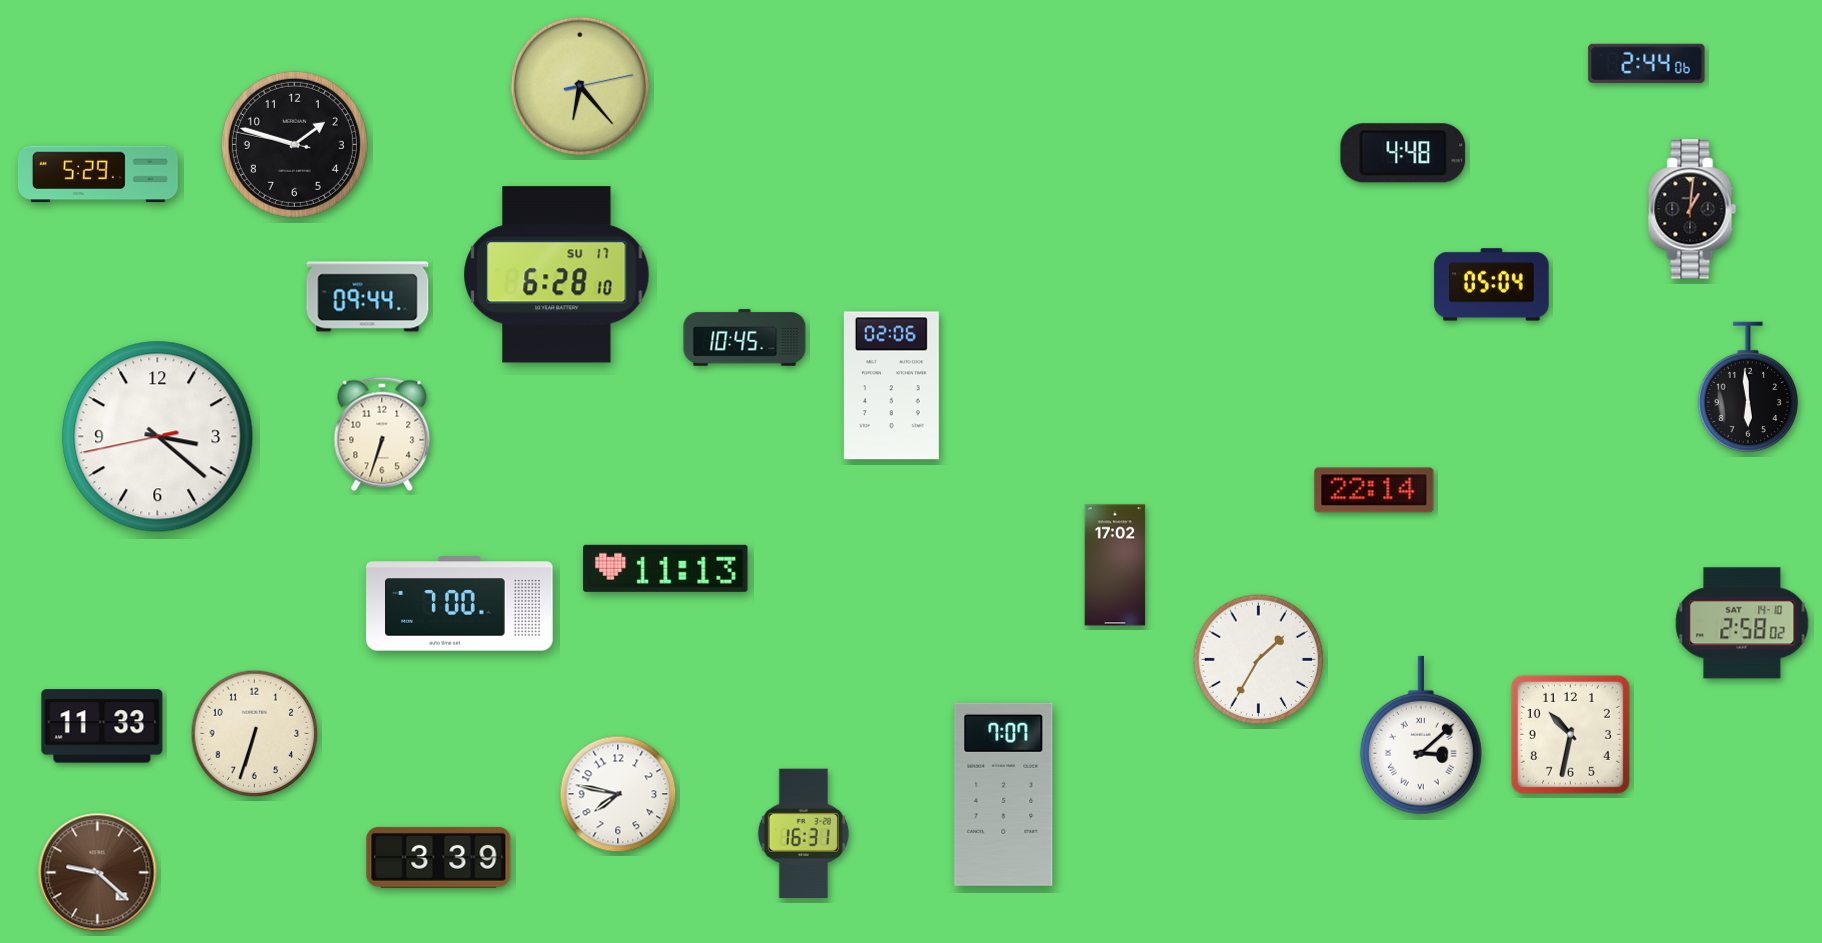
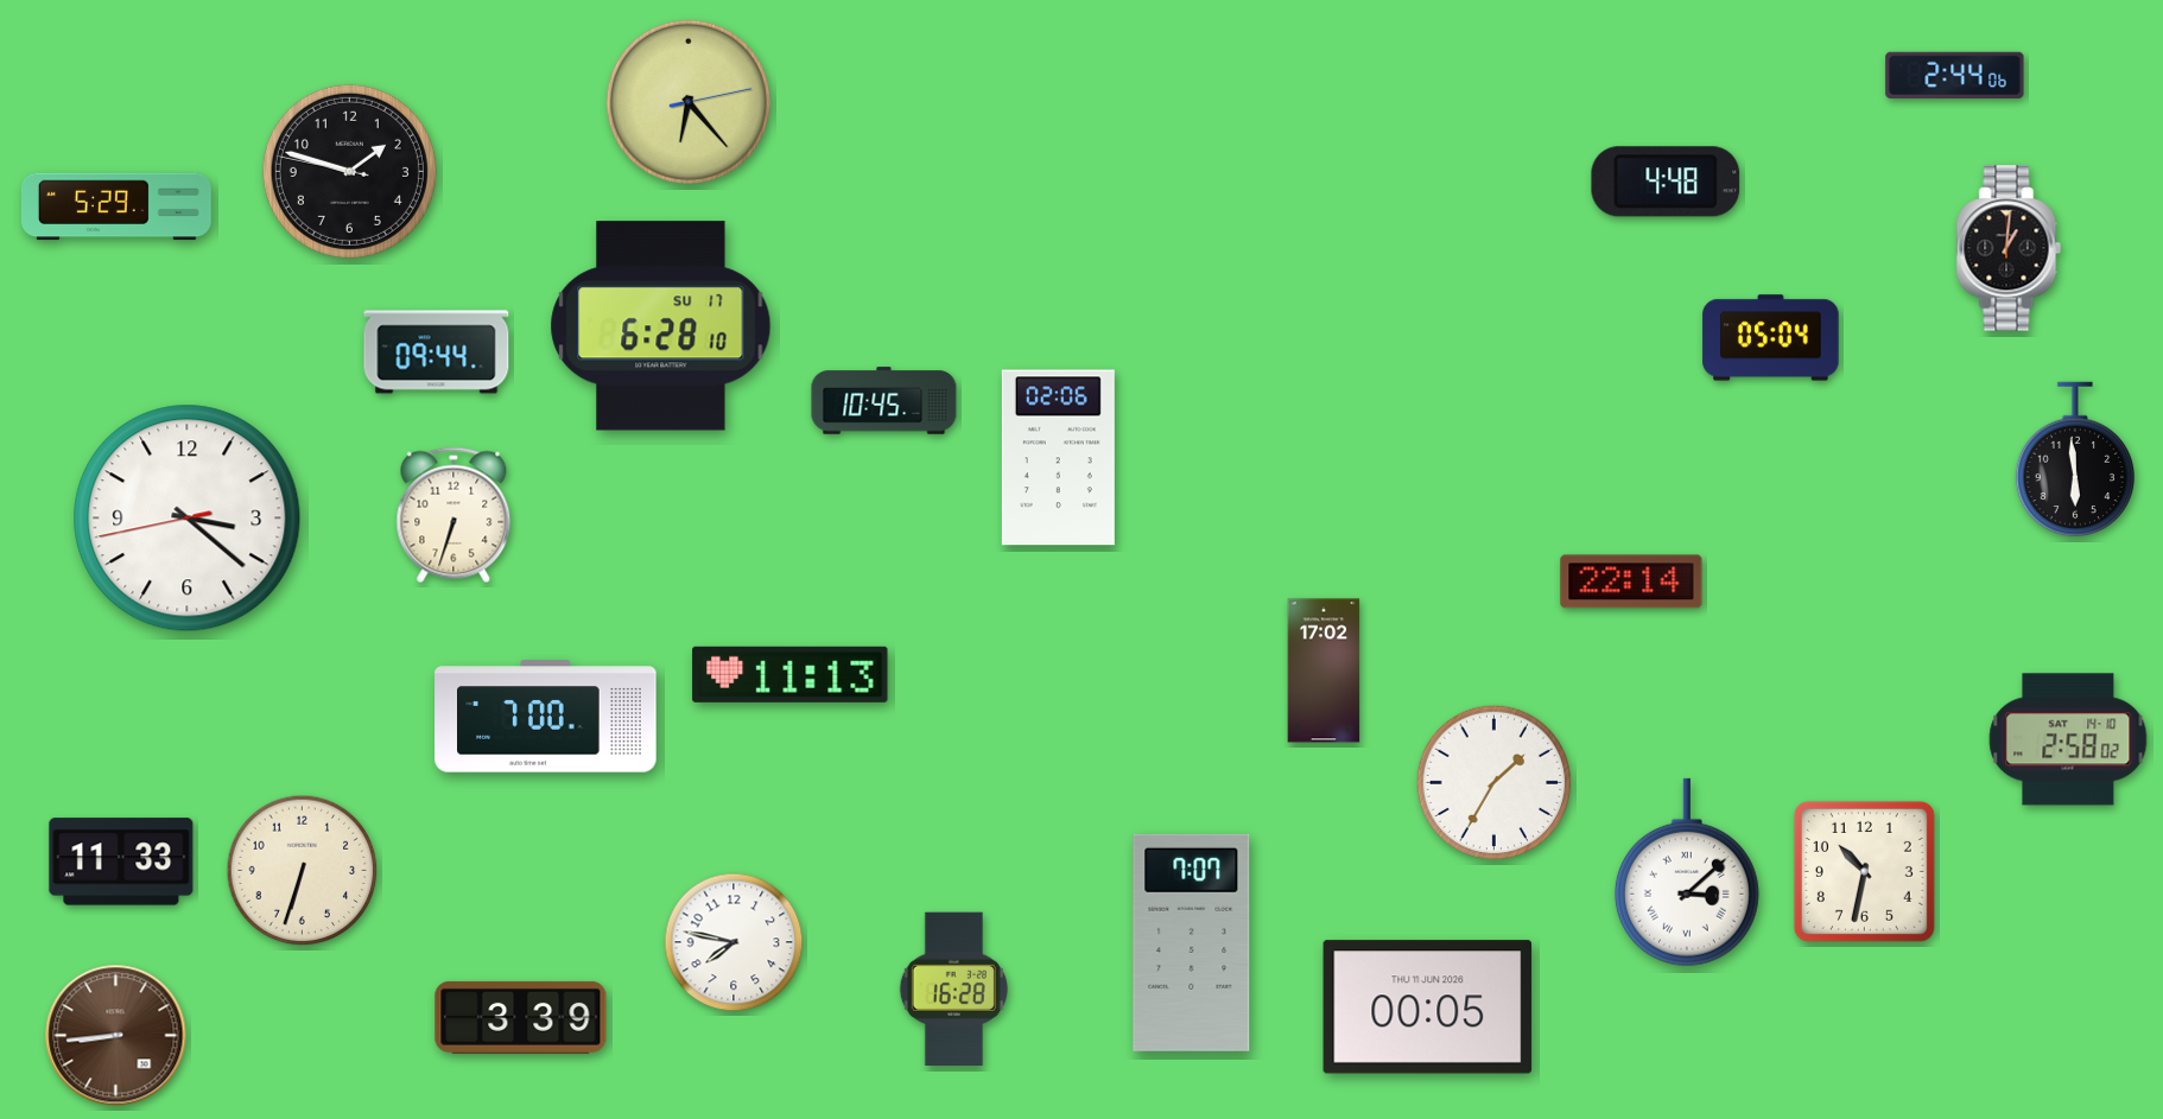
clock at (803, 833): 16:31 -> 16:28
clock at (1428, 1007): none -> 00:05
clock at (98, 873): 9:22 -> 8:44
